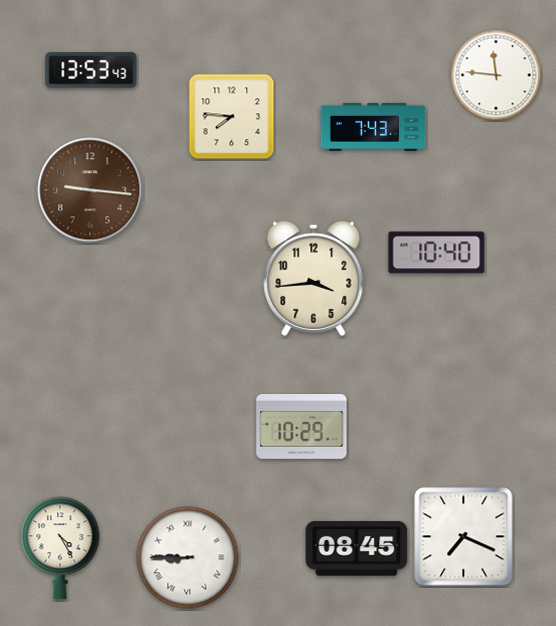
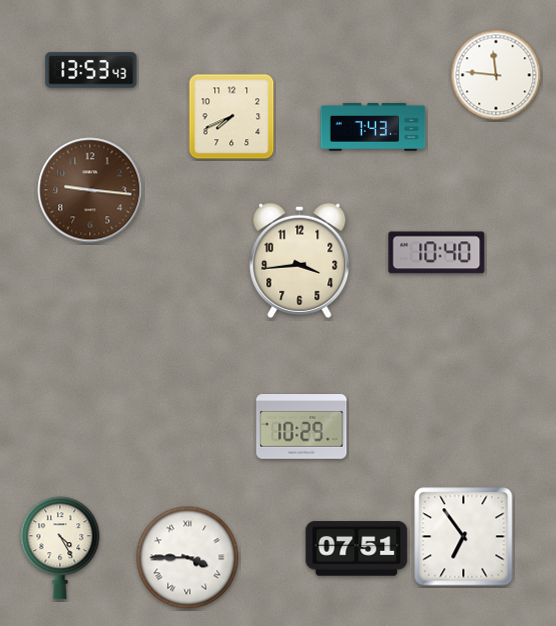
clock at (232, 117): 7:46 -> 7:41
clock at (314, 278) position: (314, 278) -> (300, 260)
clock at (464, 537): 7:19 -> 6:54
clock at (357, 549): 08:45 -> 07:51
clock at (188, 558): 8:45 -> 3:45
